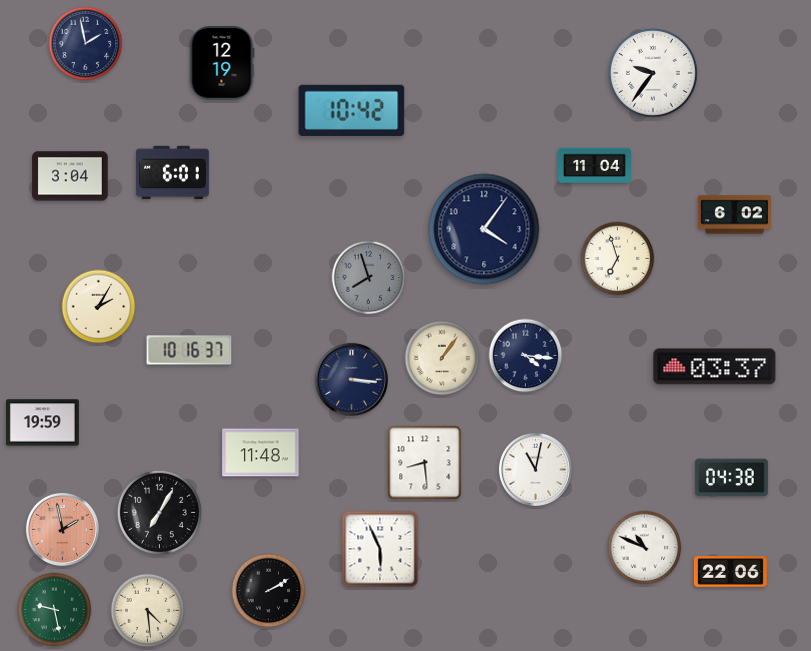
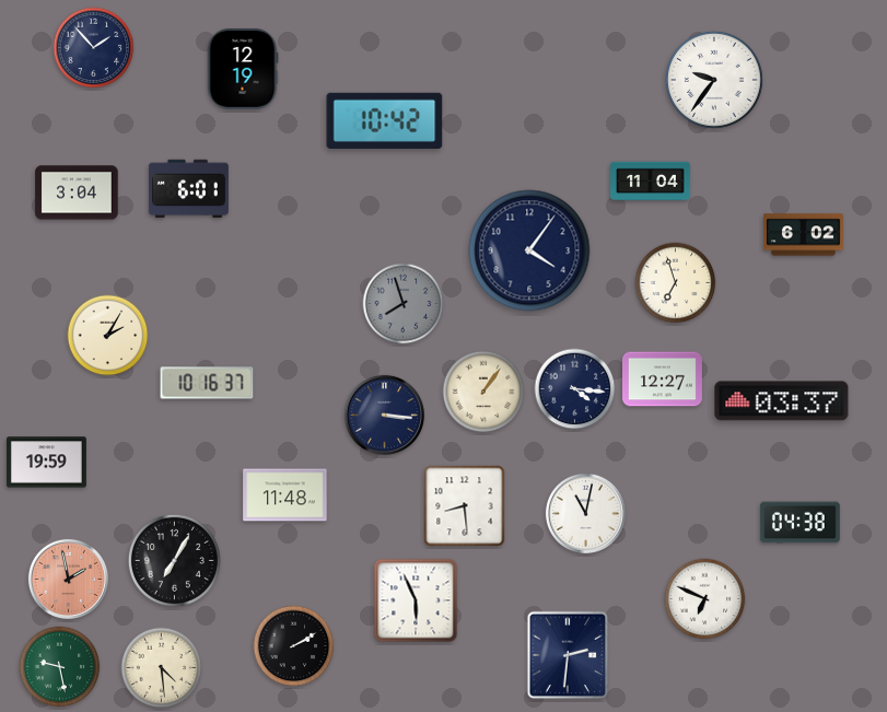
clock at (86, 44): 1:58 -> 1:53
clock at (663, 380): none -> 12:27
clock at (645, 548): 10:49 -> 6:49
clock at (730, 572): 22:06 -> none
clock at (568, 655): none -> 2:31
